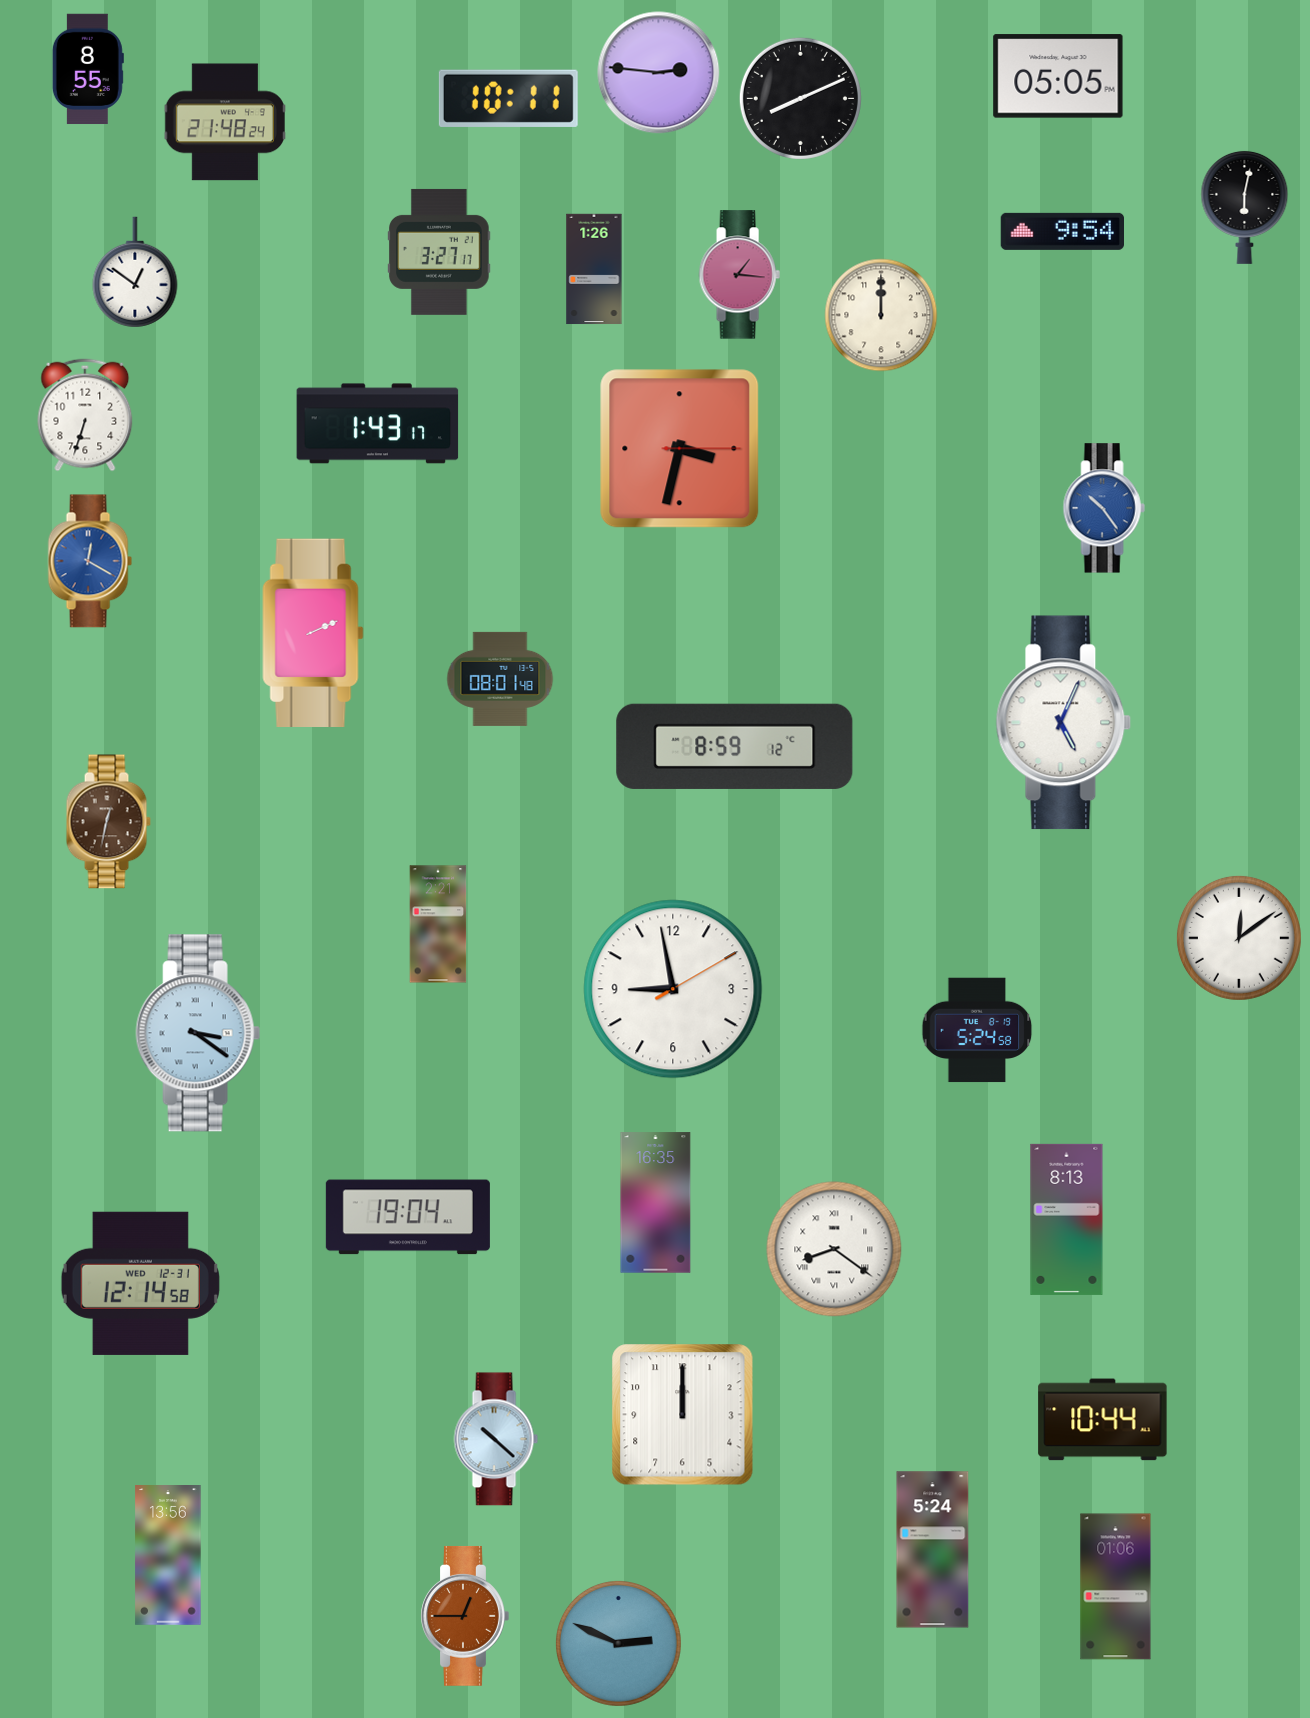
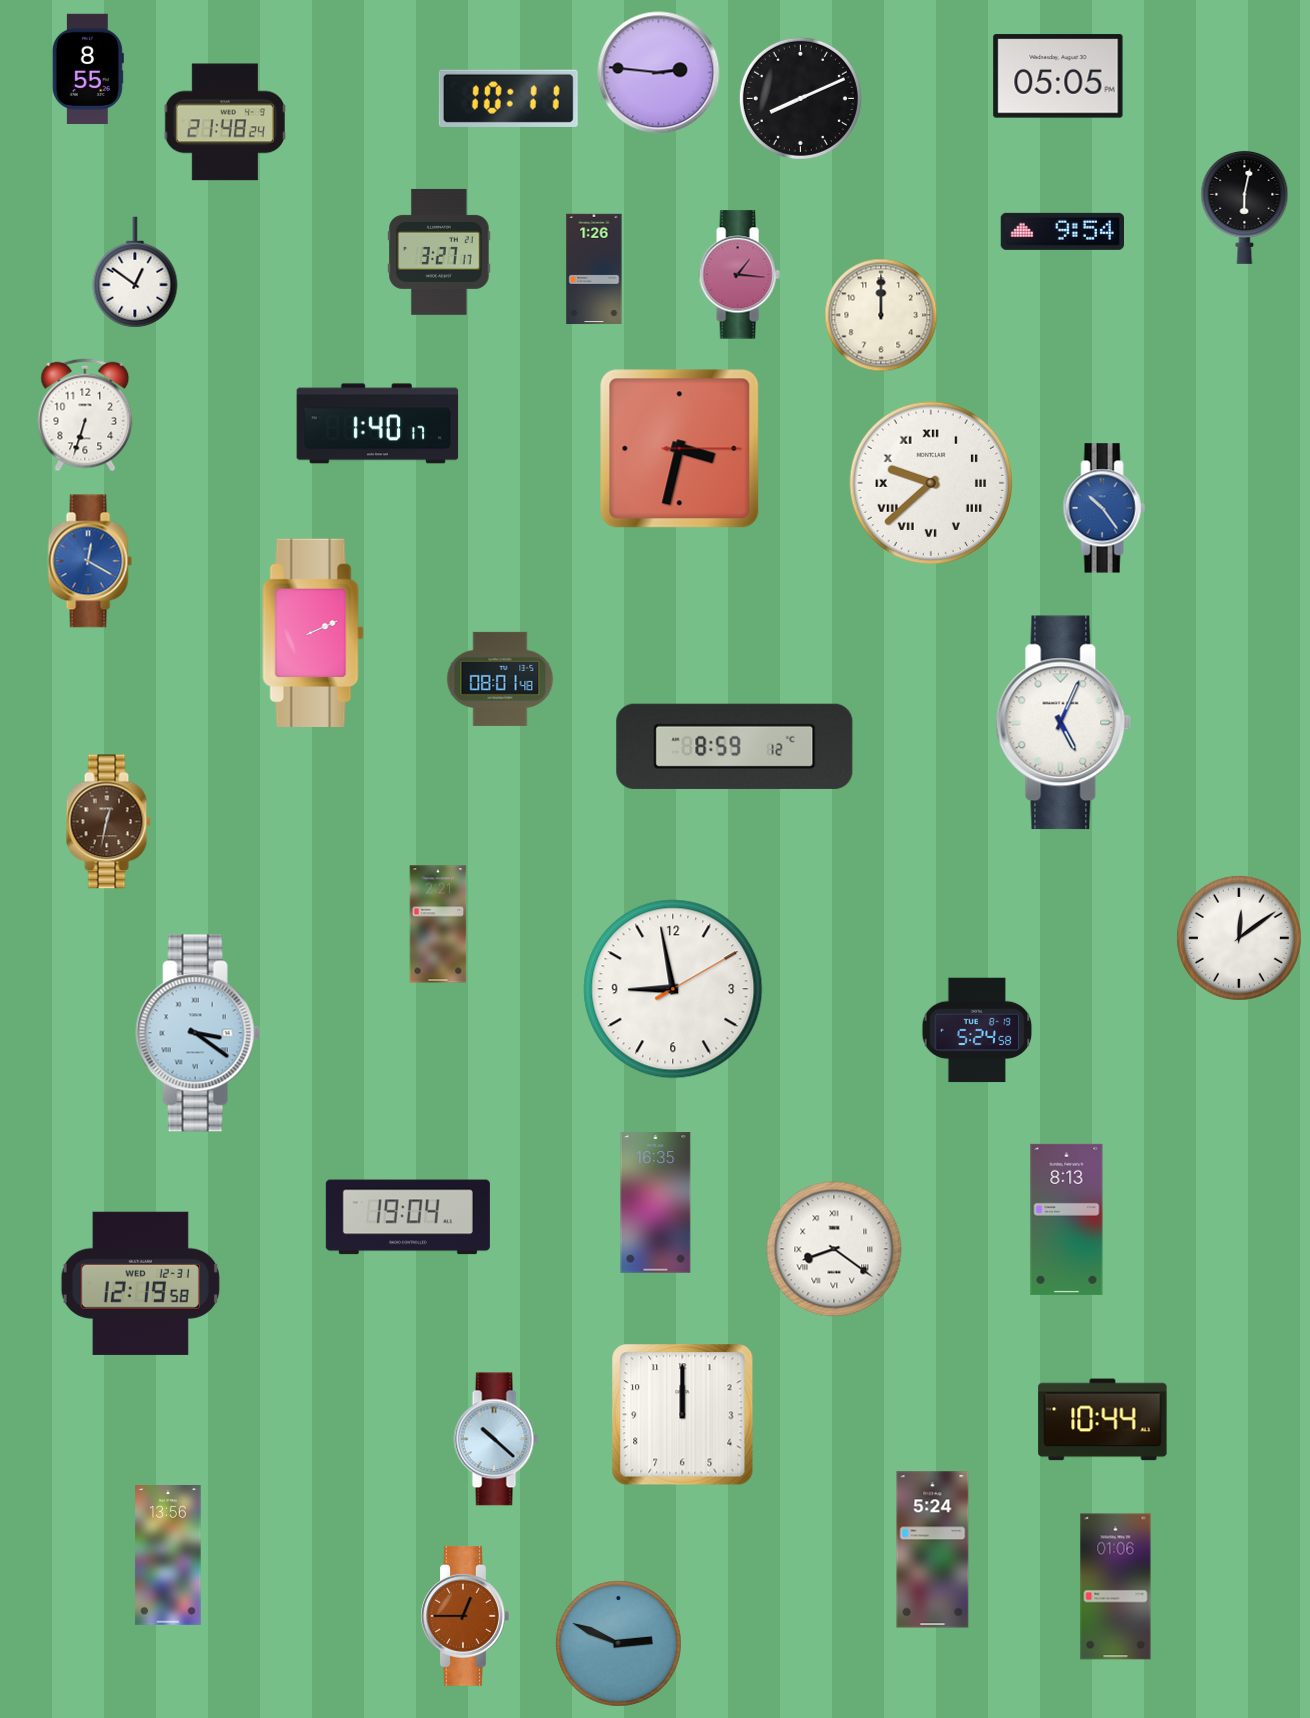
clock at (378, 424): 1:43 -> 1:40
clock at (931, 483): none -> 9:38
clock at (140, 1283): 12:14 -> 12:19
